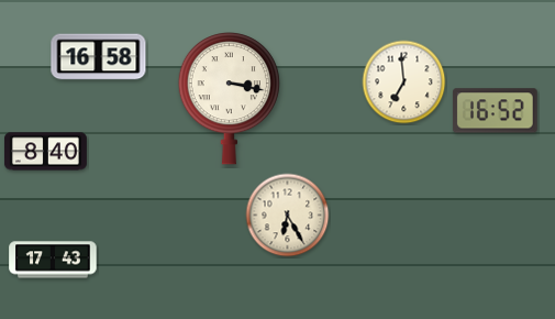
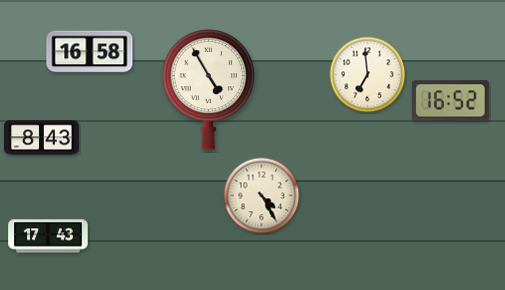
clock at (229, 99): 3:17 -> 4:55
clock at (45, 152): 8:40 -> 8:43
clock at (288, 216): 6:25 -> 4:25
